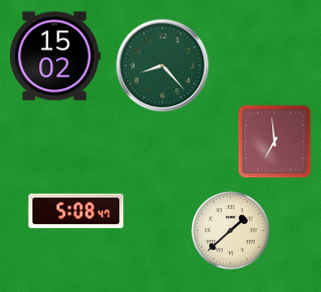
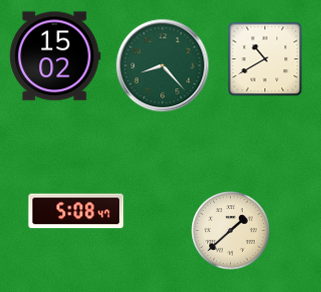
clock at (265, 59): none -> 10:40
clock at (275, 142): 6:59 -> none
